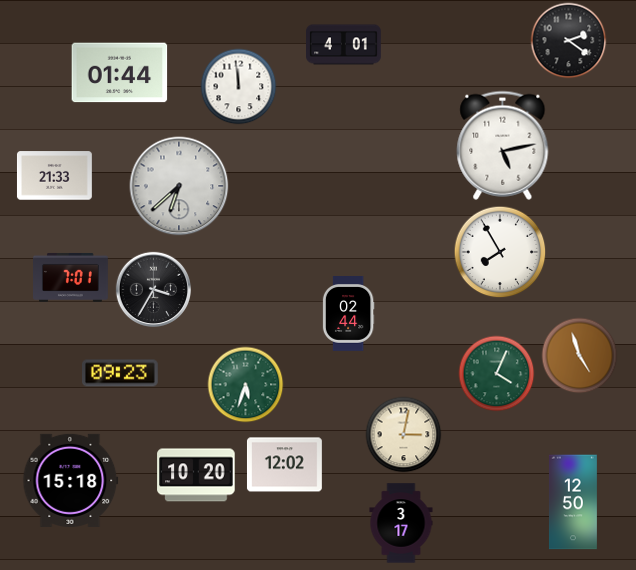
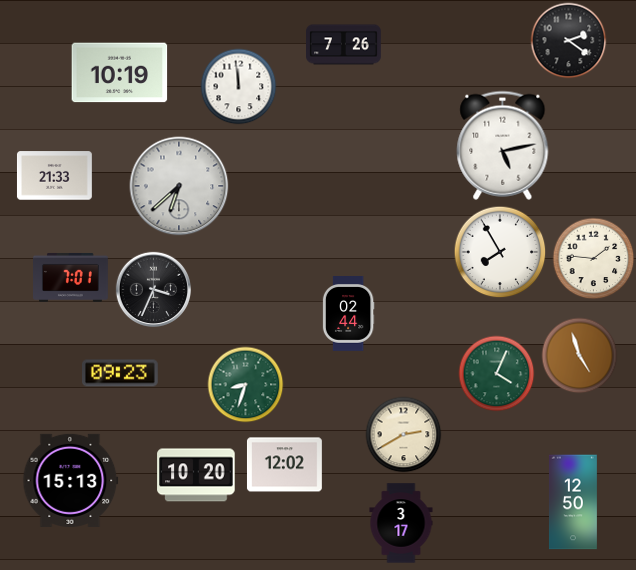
clock at (344, 45): 4:01 -> 7:26
clock at (120, 73): 01:44 -> 10:19
clock at (594, 259): none -> 1:46
clock at (153, 289): 3:35 -> 3:34
clock at (246, 385): 5:33 -> 8:33
clock at (404, 435): 3:02 -> 2:40
clock at (71, 480): 15:18 -> 15:13
